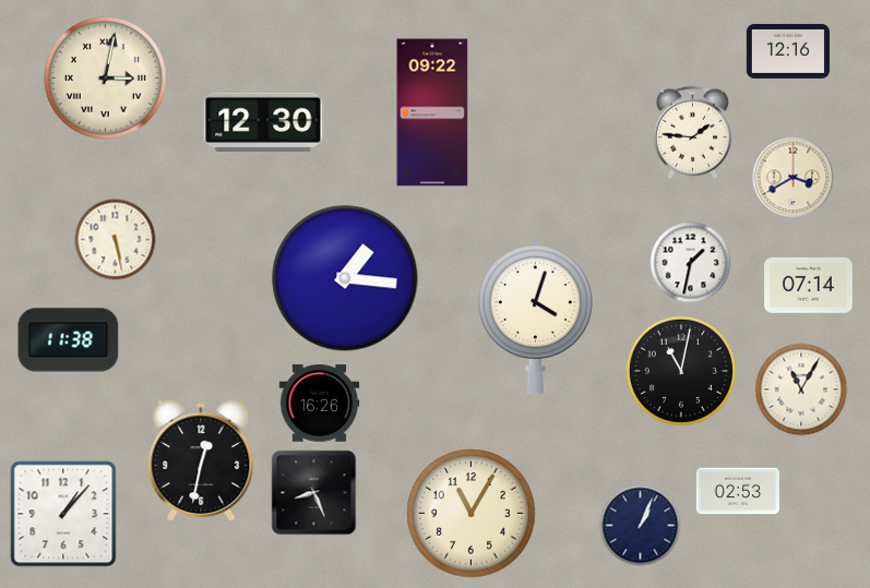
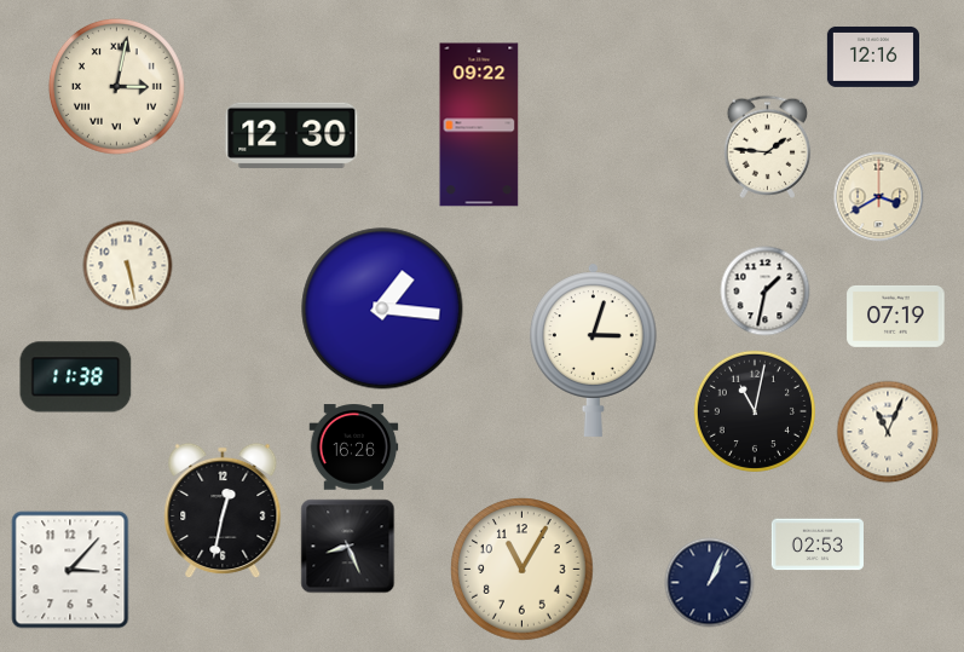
clock at (809, 285): 07:14 -> 07:19
clock at (535, 315): 4:03 -> 3:03
clock at (801, 389): 11:05 -> 11:04
clock at (63, 514): 1:07 -> 3:07
